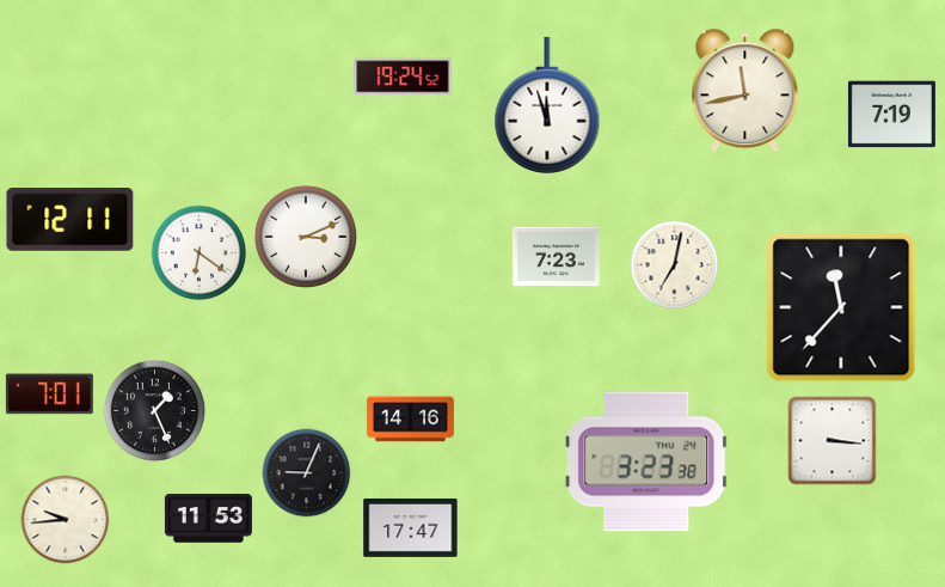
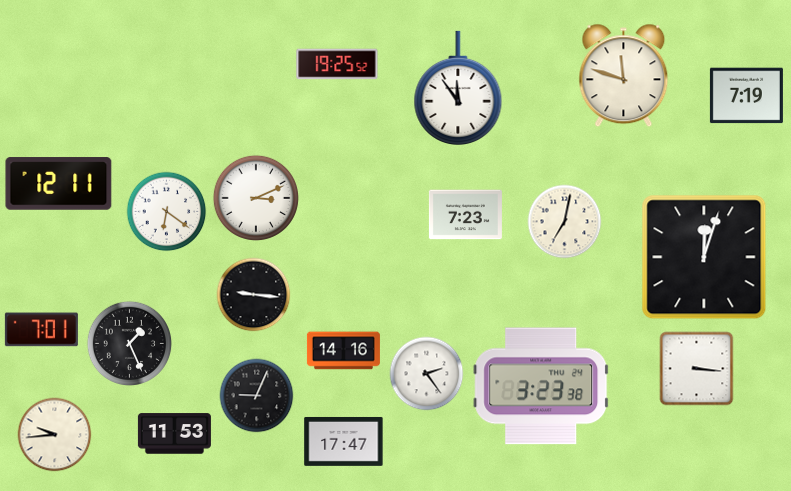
clock at (403, 77): 19:24 -> 19:25
clock at (745, 91): 11:43 -> 11:48
clock at (547, 104): 11:57 -> 11:54
clock at (841, 307): 11:37 -> 12:03
clock at (254, 295): none -> 9:16
clock at (427, 374): none -> 2:24
